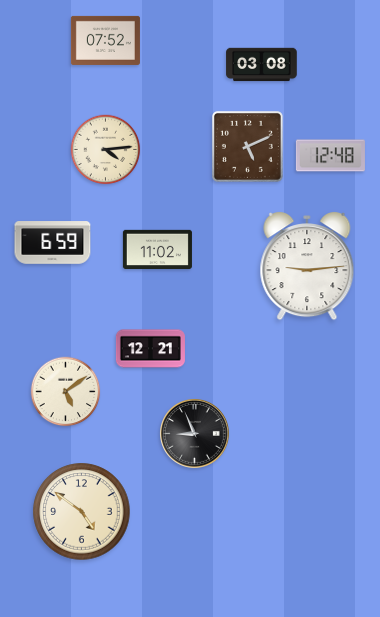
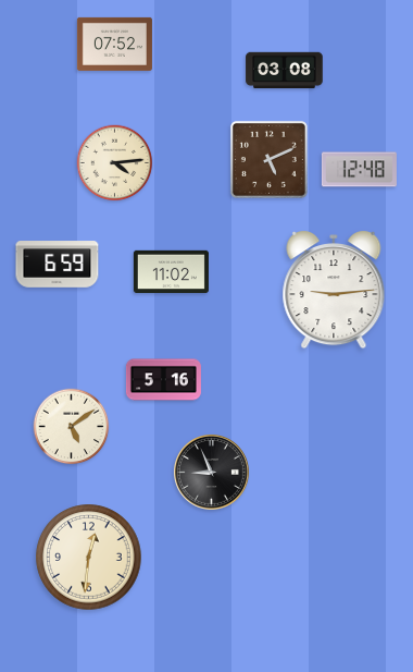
clock at (150, 349): 12:21 -> 5:16
clock at (82, 512): 4:51 -> 12:31
